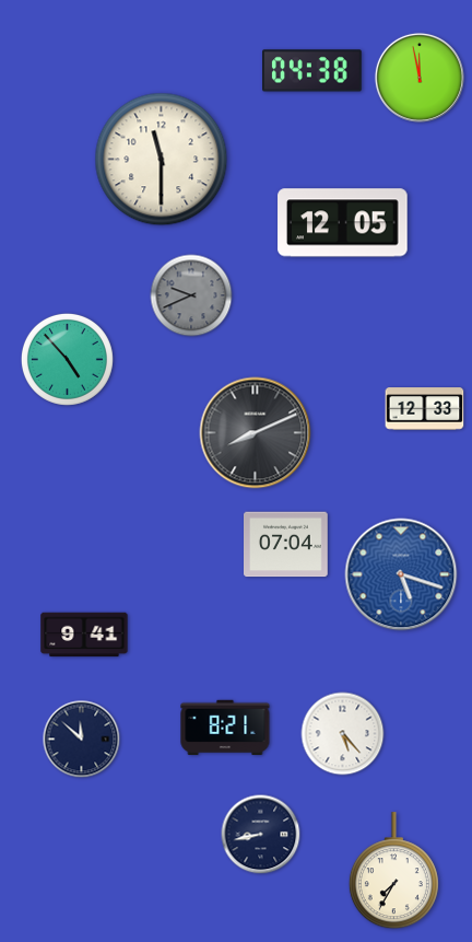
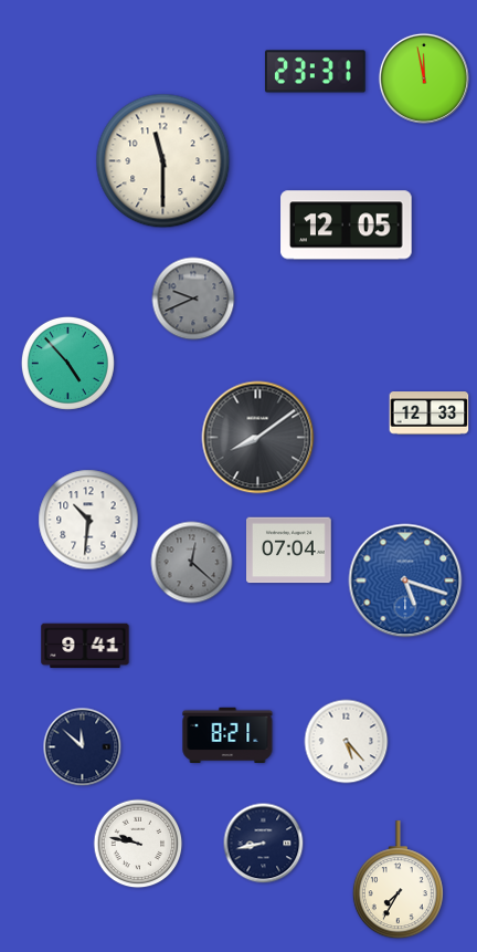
clock at (312, 71): 04:38 -> 23:31
clock at (256, 433): 8:11 -> 8:09
clock at (88, 520): none -> 10:31
clock at (192, 563): none -> 12:22
clock at (84, 635) position: (84, 635) -> (85, 646)
clock at (138, 844): none -> 9:47
